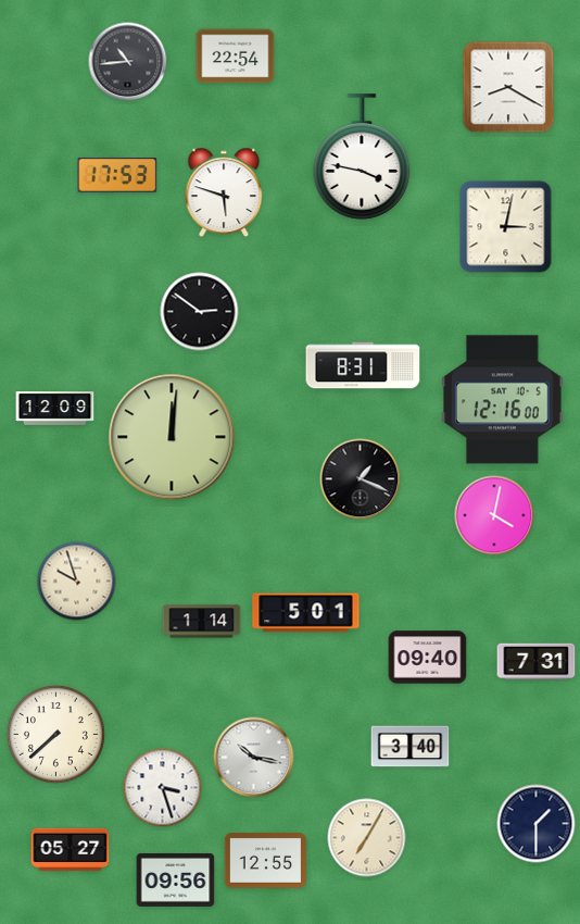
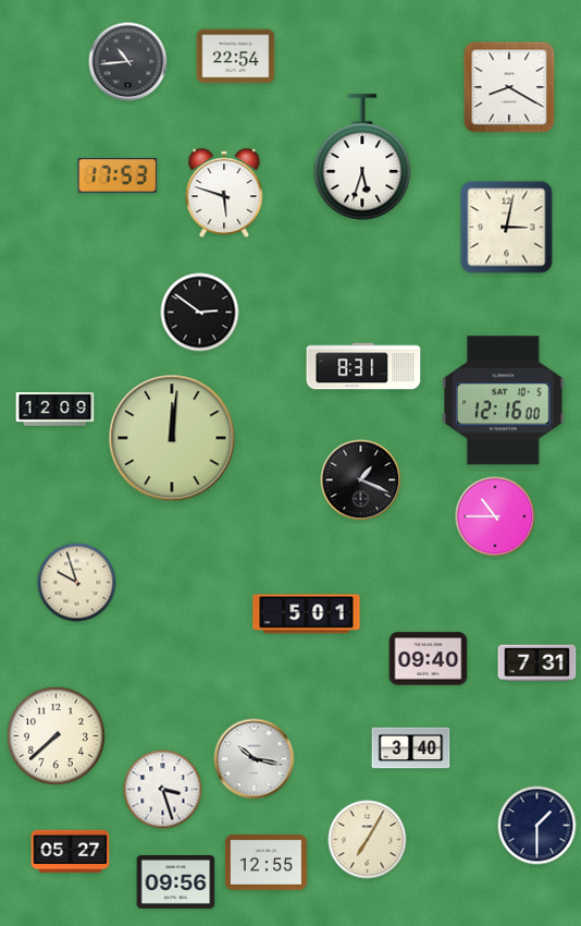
clock at (362, 157): 3:47 -> 5:33
clock at (494, 515): 4:02 -> 10:45
clock at (202, 622): 1:14 -> none
